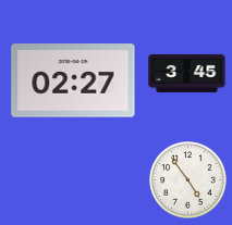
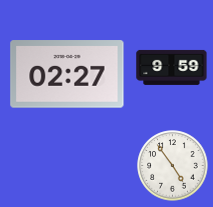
clock at (187, 73): 3:45 -> 9:59
